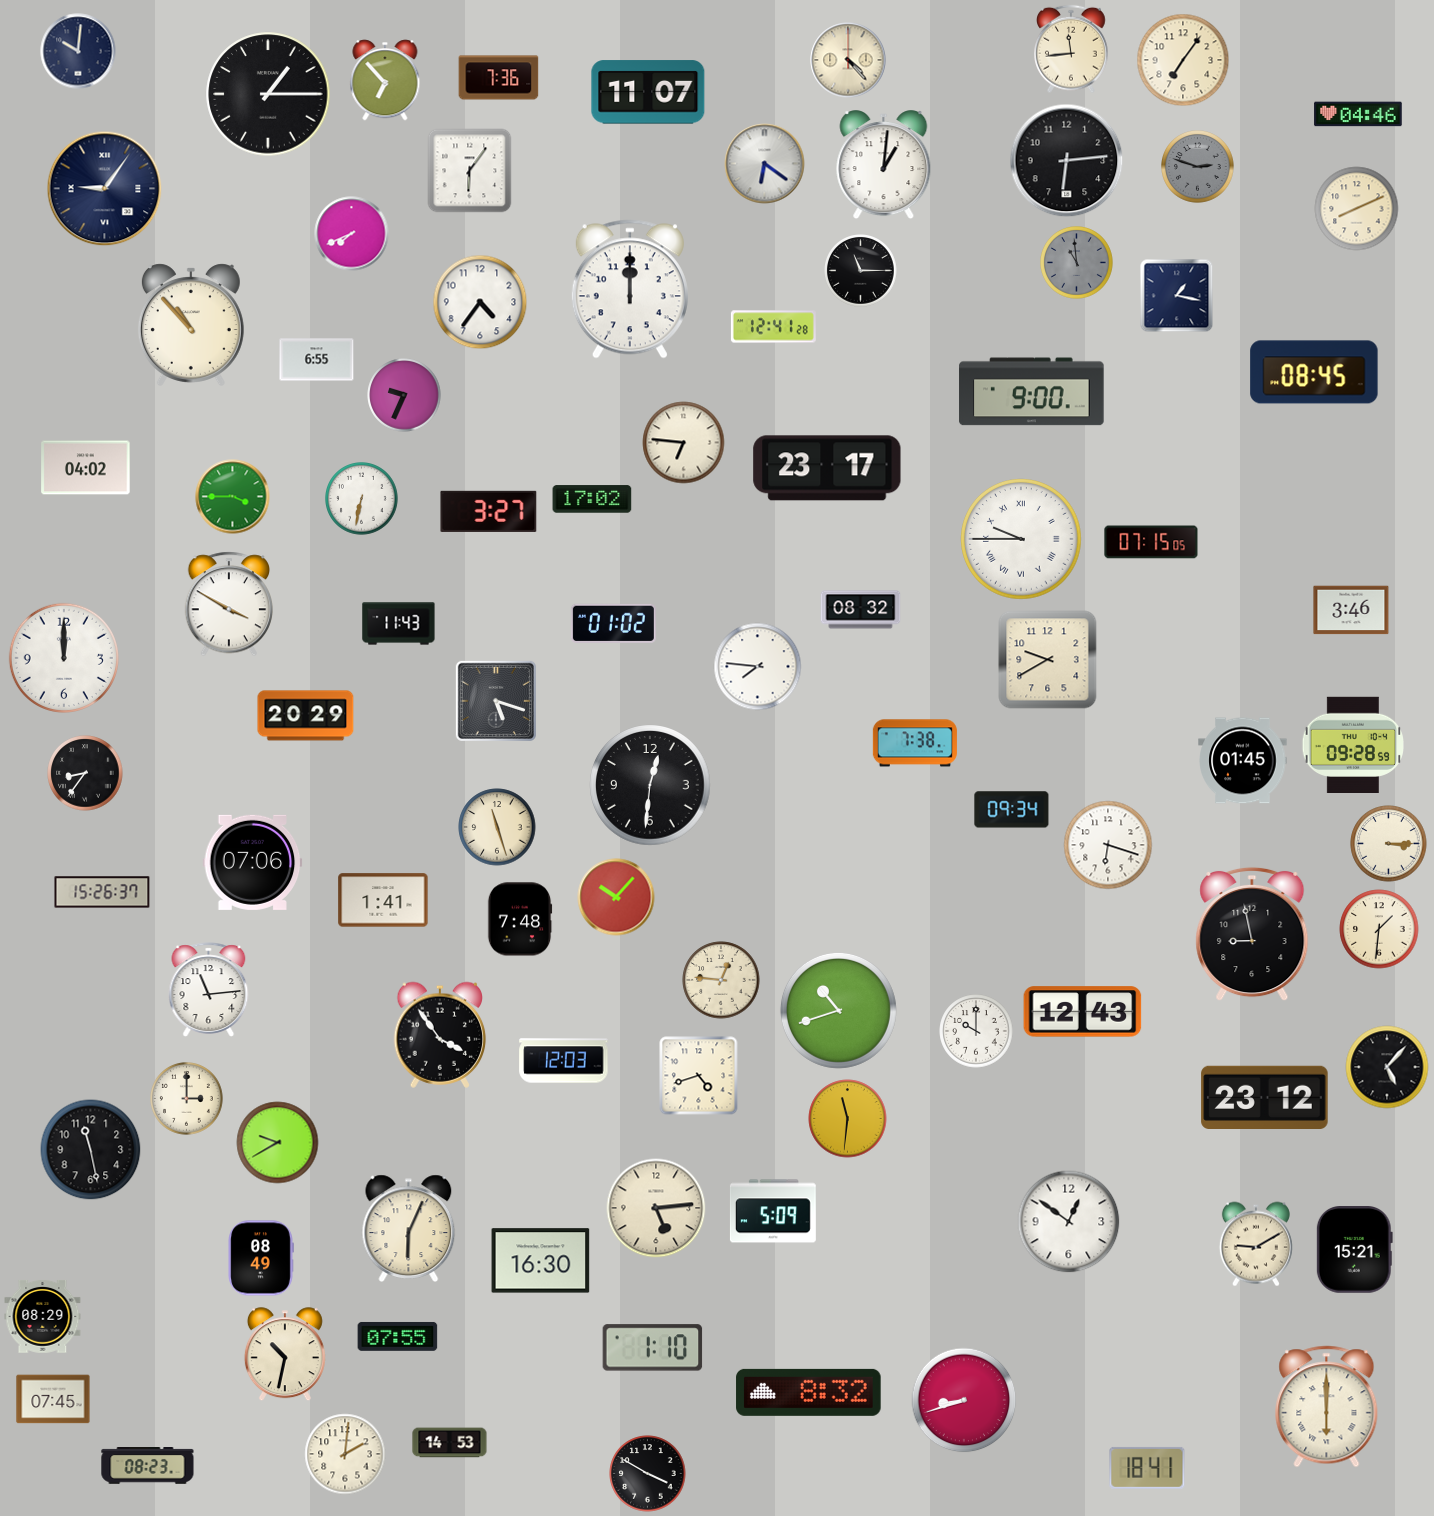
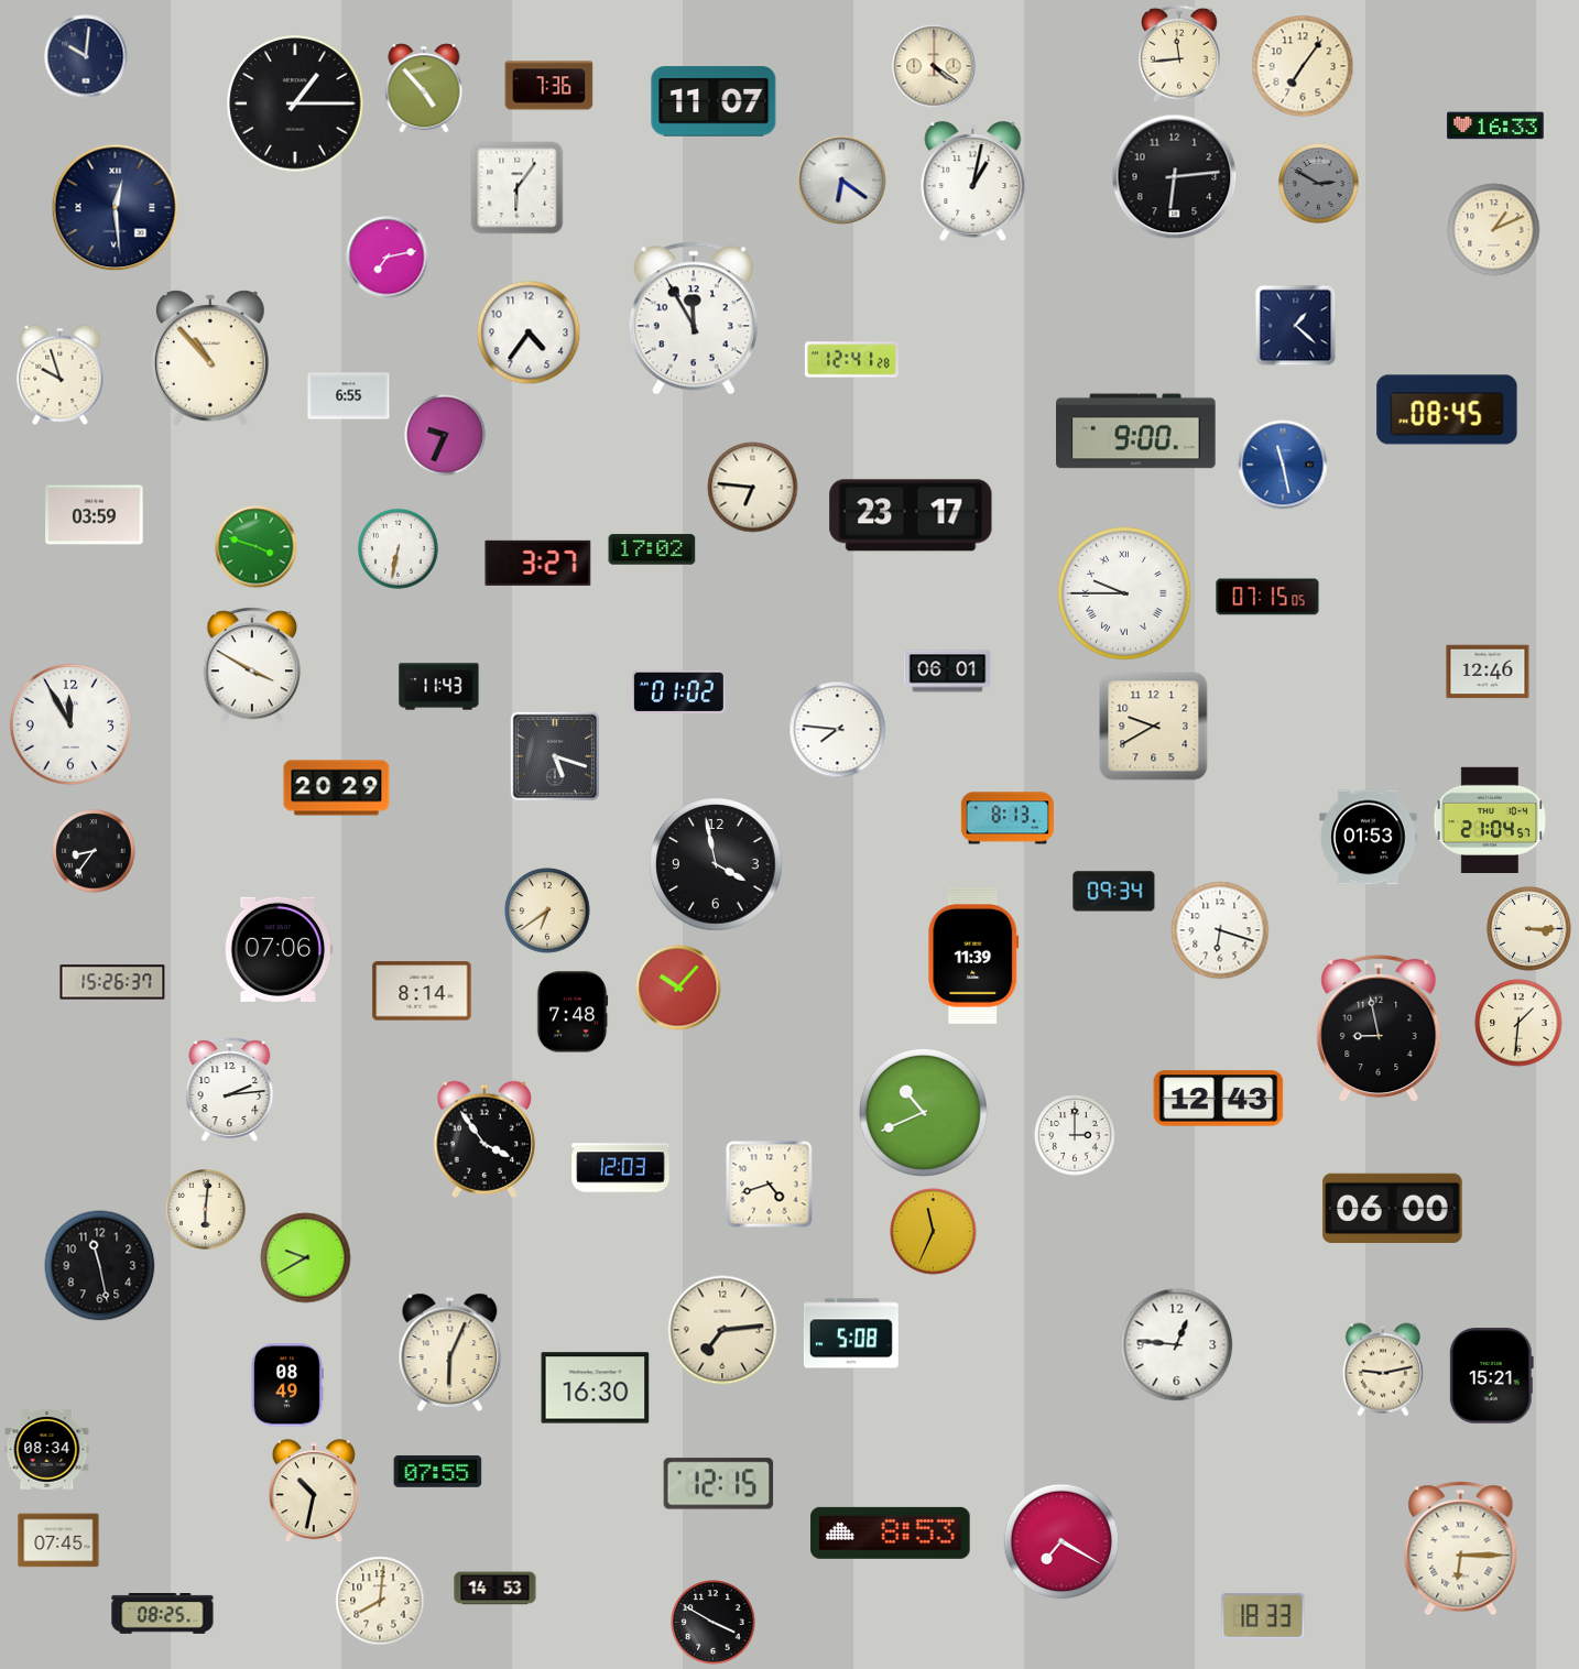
clock at (848, 60): 4:23 -> 4:21
clock at (385, 80): 6:53 -> 4:53
clock at (1358, 114): 04:46 -> 16:33
clock at (884, 165): 1:01 -> 1:02
clock at (1198, 167): 2:48 -> 2:50
clock at (105, 189): 9:06 -> 12:29
clock at (1357, 209): 8:11 -> 1:11
clock at (352, 234): 7:41 -> 7:13
clock at (1077, 263): 10:59 -> none
clock at (861, 271): 11:15 -> none
clock at (630, 289): 12:00 -> 11:55
clock at (1177, 296): 1:17 -> 1:22
clock at (61, 374): none -> 9:57
clock at (1283, 465): none -> 11:28
clock at (86, 468): 04:02 -> 03:59
clock at (233, 497): 3:45 -> 3:48
clock at (861, 610): 08:32 -> 06:01
clock at (1351, 610): 3:46 -> 12:46
clock at (613, 623) position: (613, 623) -> (678, 691)
clock at (64, 658): 12:00 -> 11:55
clock at (758, 667) position: (758, 667) -> (838, 730)
clock at (496, 701) position: (496, 701) -> (555, 756)
clock at (915, 743): 7:38 -> 8:13
clock at (1353, 744): 09:28 -> 21:04
clock at (1243, 761): 01:45 -> 01:53
clock at (650, 785): 12:31 -> 3:58
clock at (497, 827): 11:27 -> 6:39
clock at (973, 956): none -> 11:39
clock at (383, 900): 1:41 -> 8:14
clock at (721, 980): 12:46 -> none
clock at (209, 990): 11:14 -> 2:14
clock at (838, 1010): 10:42 -> 10:41
clock at (1083, 1012) position: (1083, 1012) -> (1219, 1099)
clock at (976, 1031): 10:00 -> 3:00
clock at (1387, 1067): 5:07 -> none
clock at (1265, 1098): 23:12 -> 06:00
clock at (187, 1099): 3:00 -> 6:01
clock at (848, 1119): 11:31 -> 11:34
clock at (656, 1208): 5:14 -> 7:14
clock at (773, 1211): 5:09 -> 5:08
clock at (1069, 1222): 12:51 -> 12:46
clock at (1256, 1244): 9:10 -> 9:13
clock at (43, 1316): 08:29 -> 08:34
clock at (653, 1348): 1:10 -> 12:15
clock at (809, 1392): 8:32 -> 8:53
clock at (964, 1400): 8:42 -> 7:20
clock at (1327, 1407): 6:00 -> 6:15
clock at (345, 1454): 2:01 -> 8:01
clock at (148, 1466): 08:23 -> 08:25
clock at (1147, 1468): 18:41 -> 18:33
